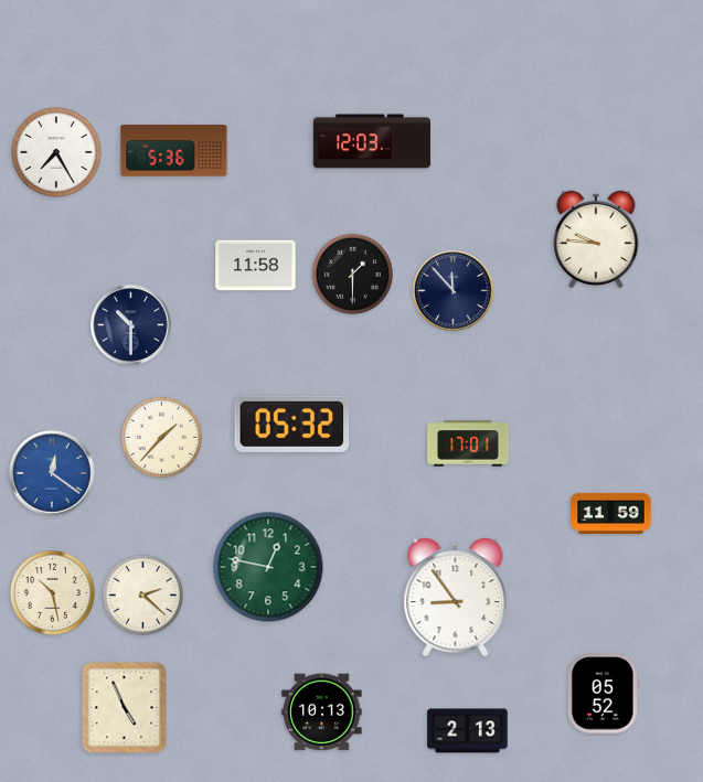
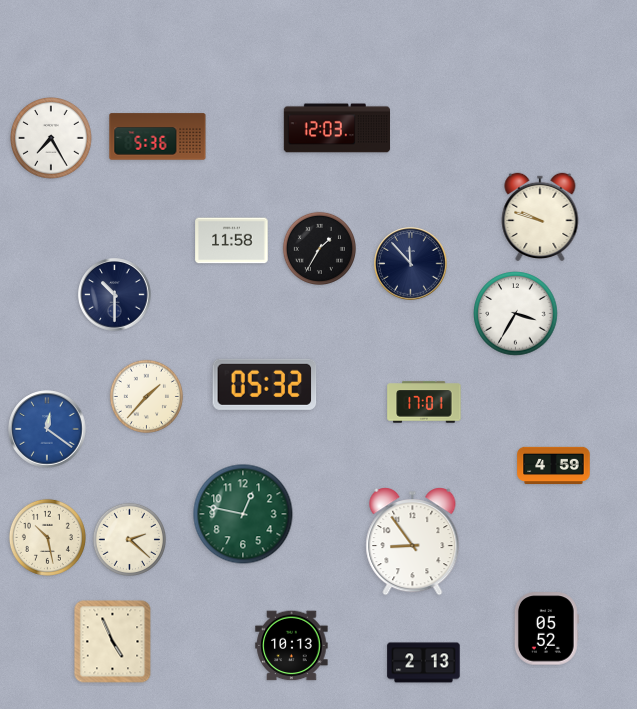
clock at (596, 238): 9:46 -> 9:48
clock at (352, 274): 1:30 -> 1:35
clock at (131, 325) position: (131, 325) -> (115, 295)
clock at (516, 314): none -> 3:35
clock at (611, 513): 11:59 -> 4:59
